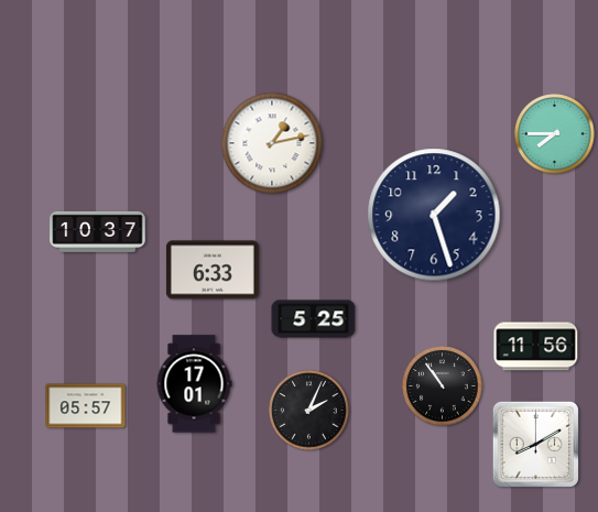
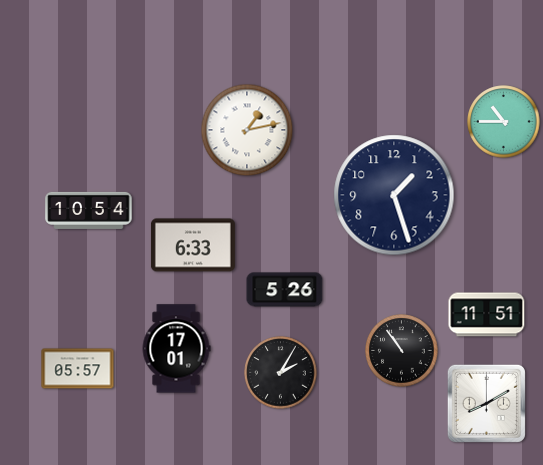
clock at (555, 134): 7:45 -> 10:45
clock at (98, 231): 10:37 -> 10:54
clock at (314, 319): 5:25 -> 5:26
clock at (536, 347): 11:56 -> 11:51
clock at (309, 411): 2:04 -> 2:05
